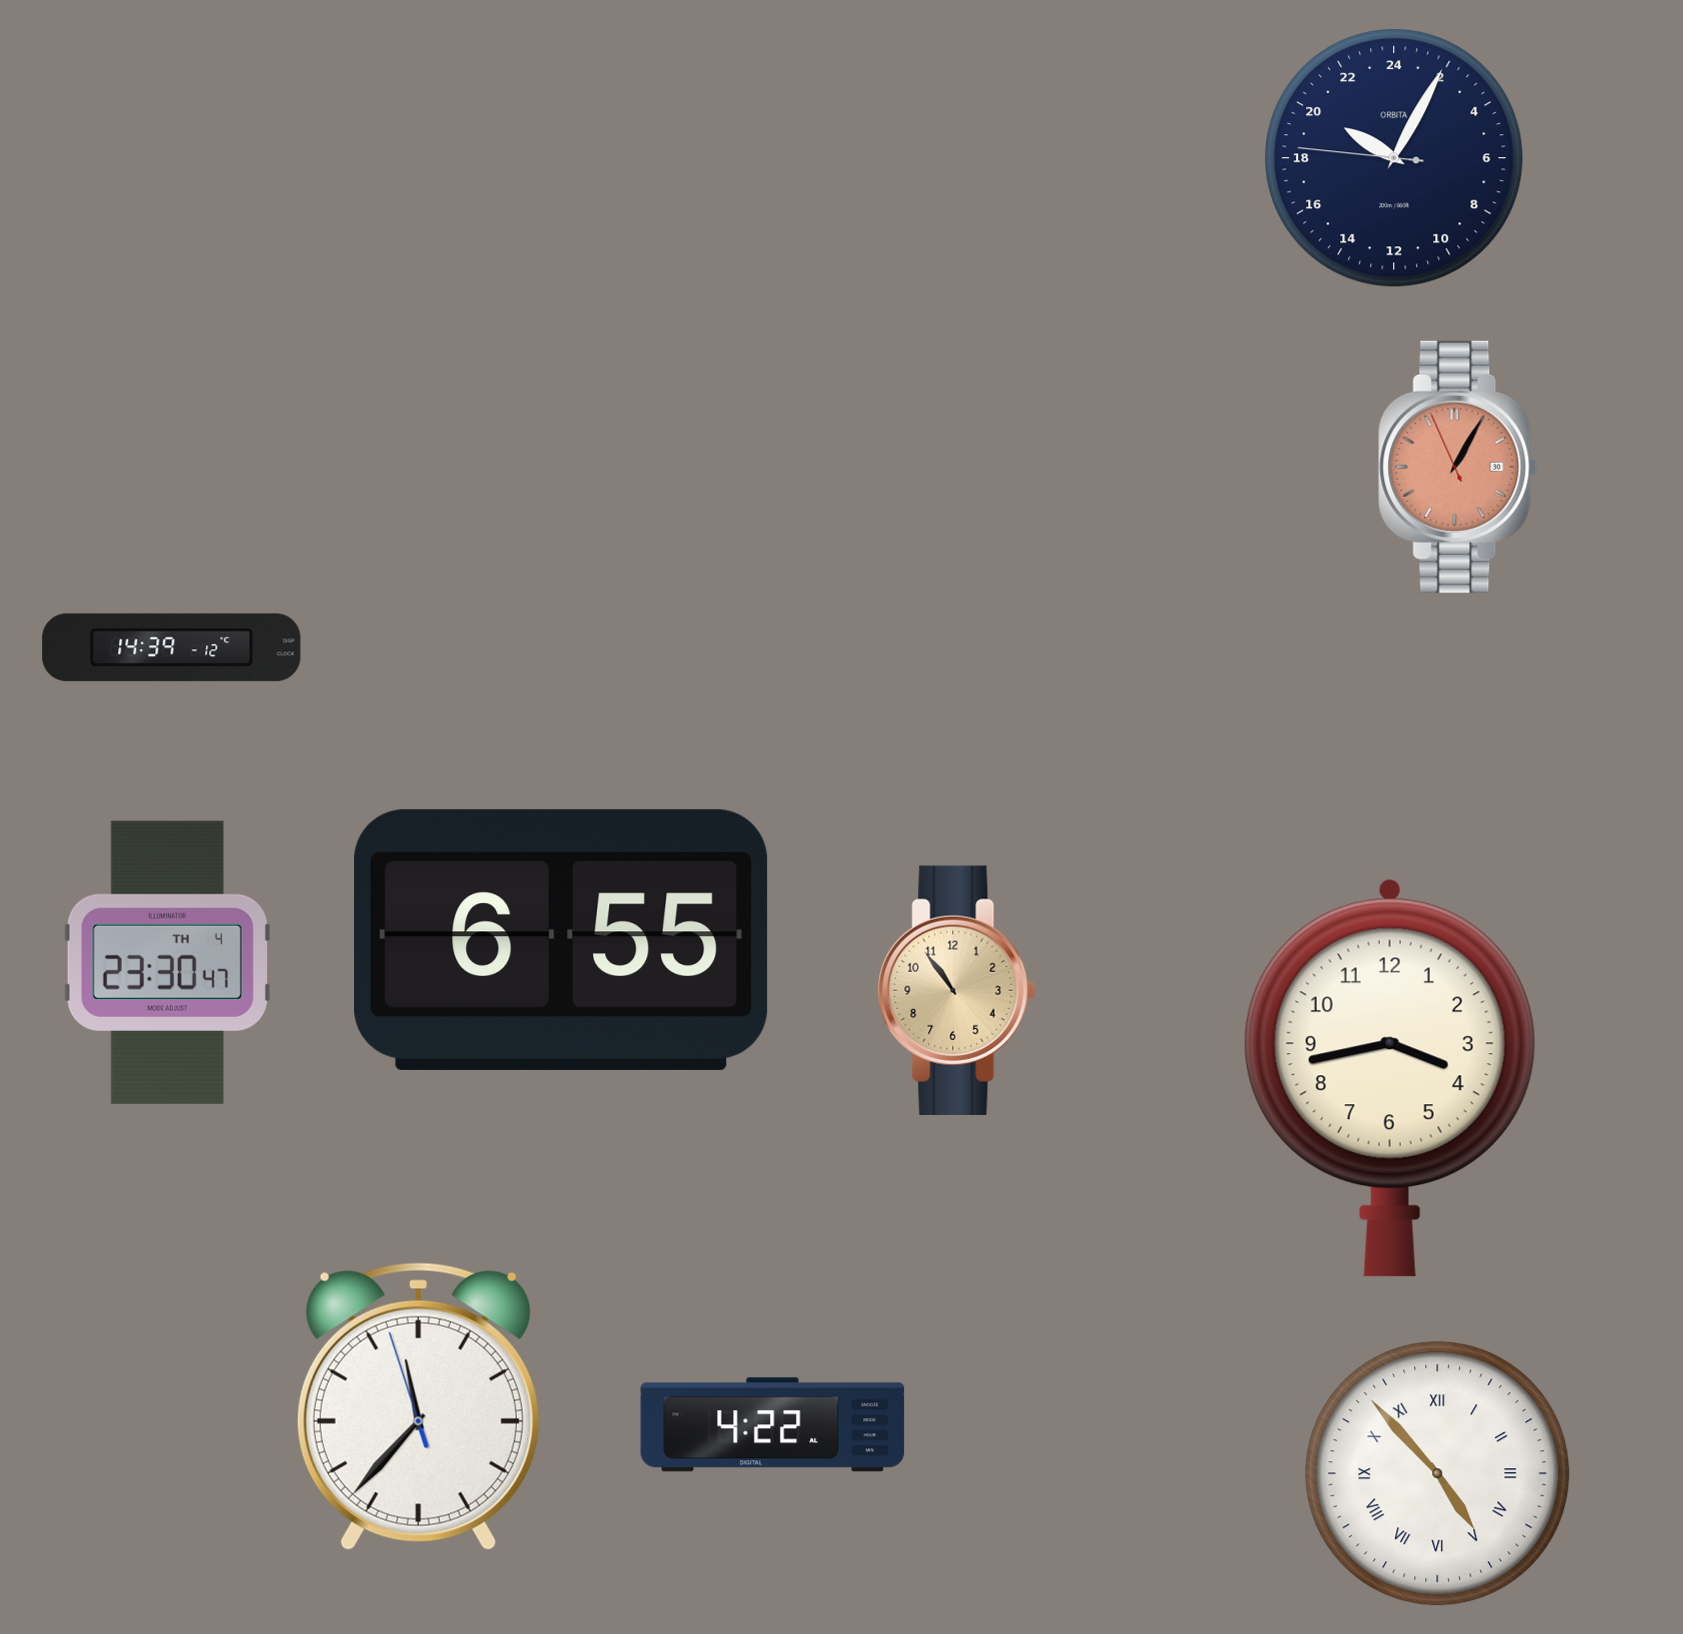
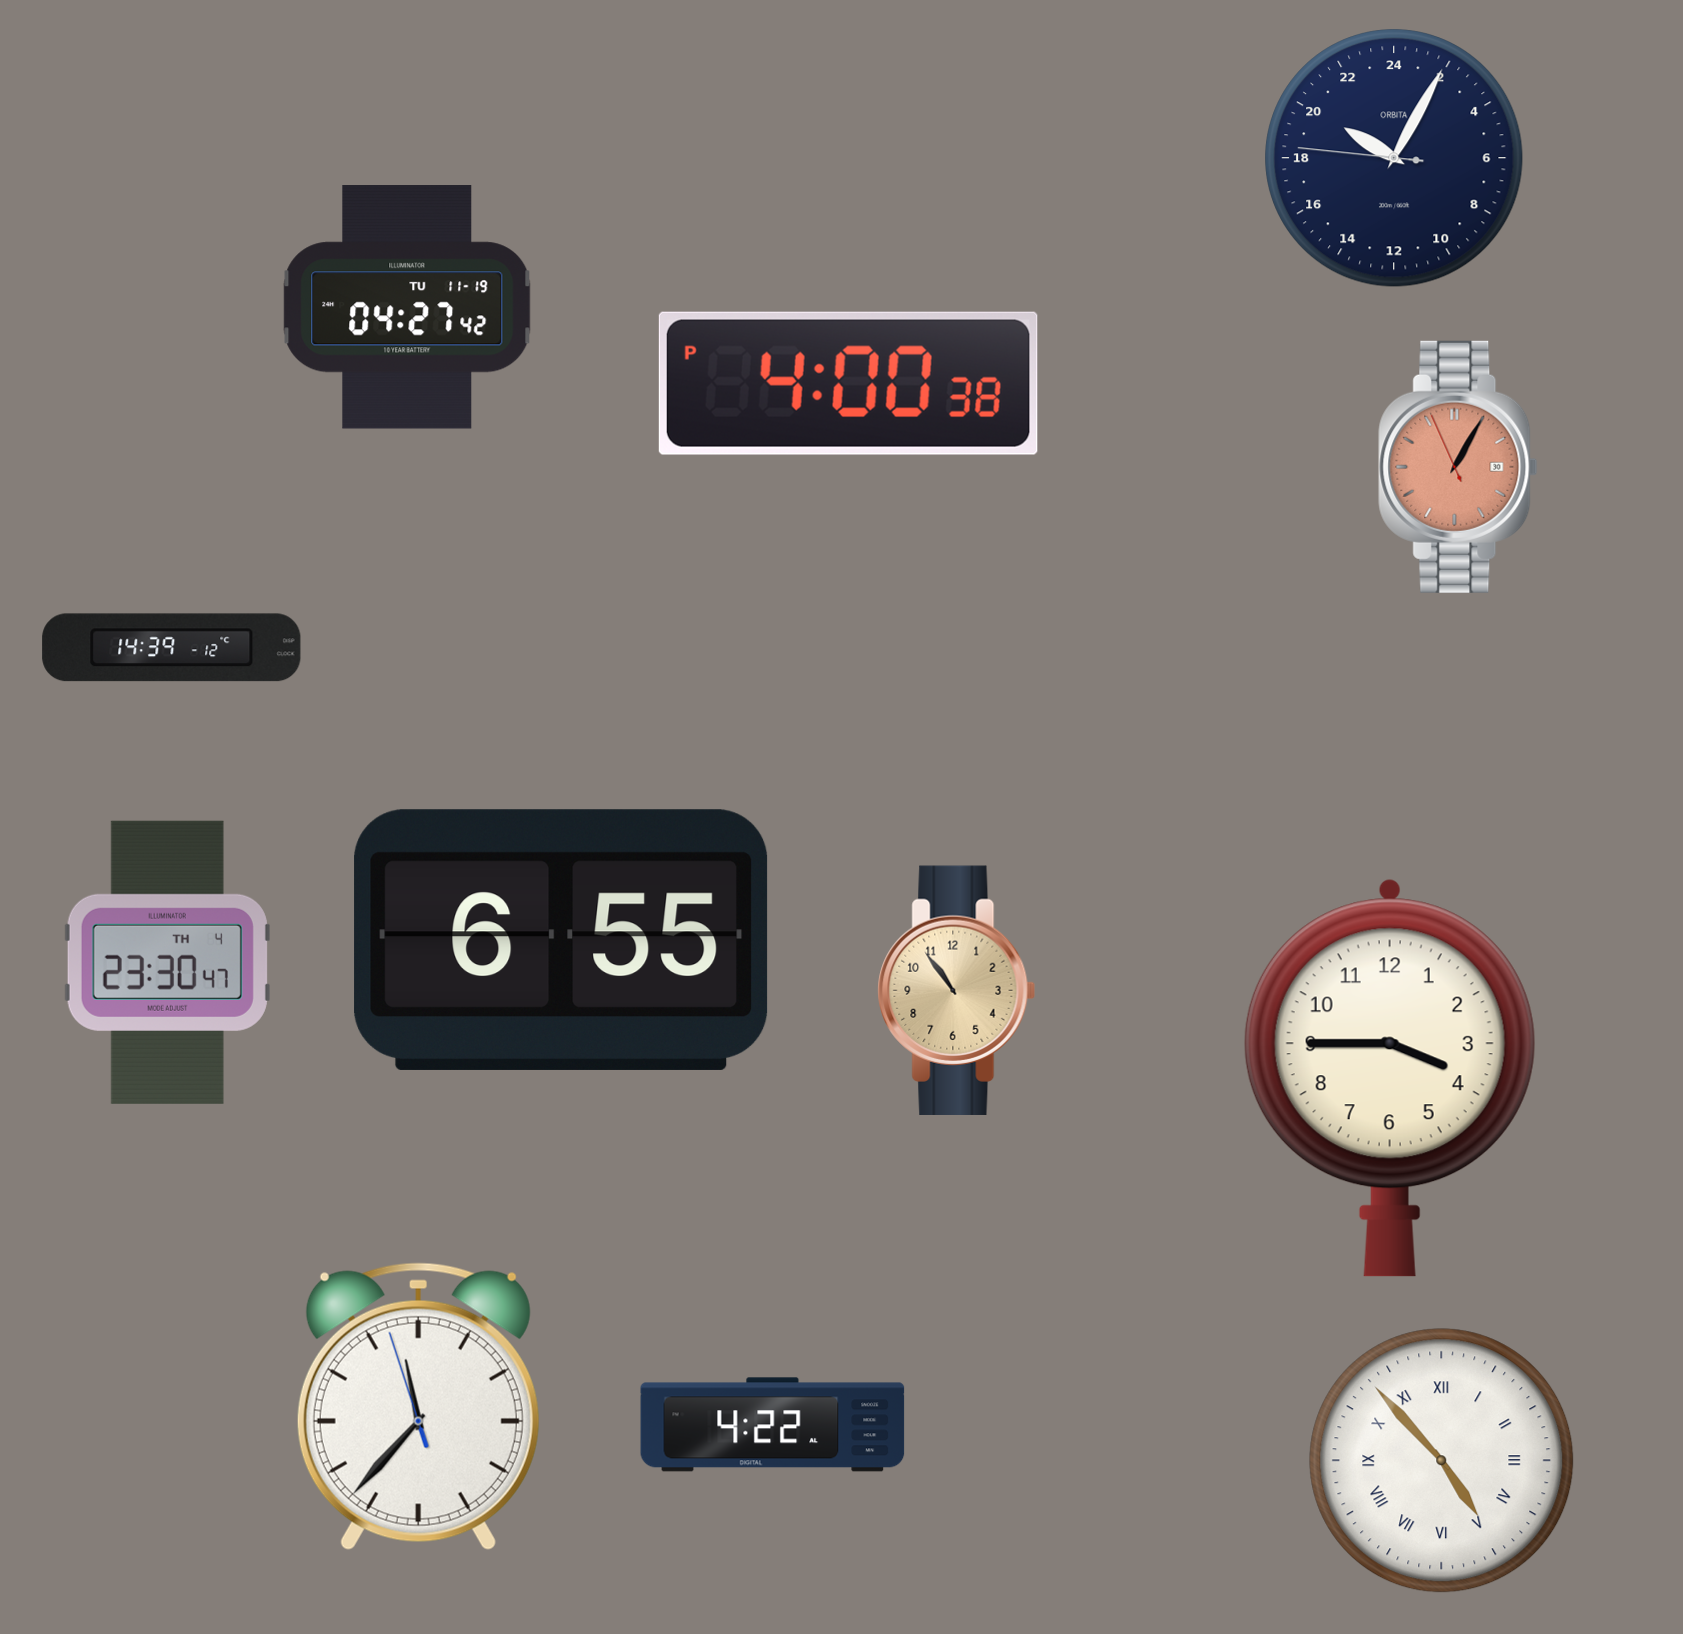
clock at (407, 307): none -> 04:27
clock at (848, 383): none -> 4:00
clock at (1390, 1078): 3:43 -> 3:45
clock at (1438, 1474) position: (1438, 1474) -> (1442, 1461)
